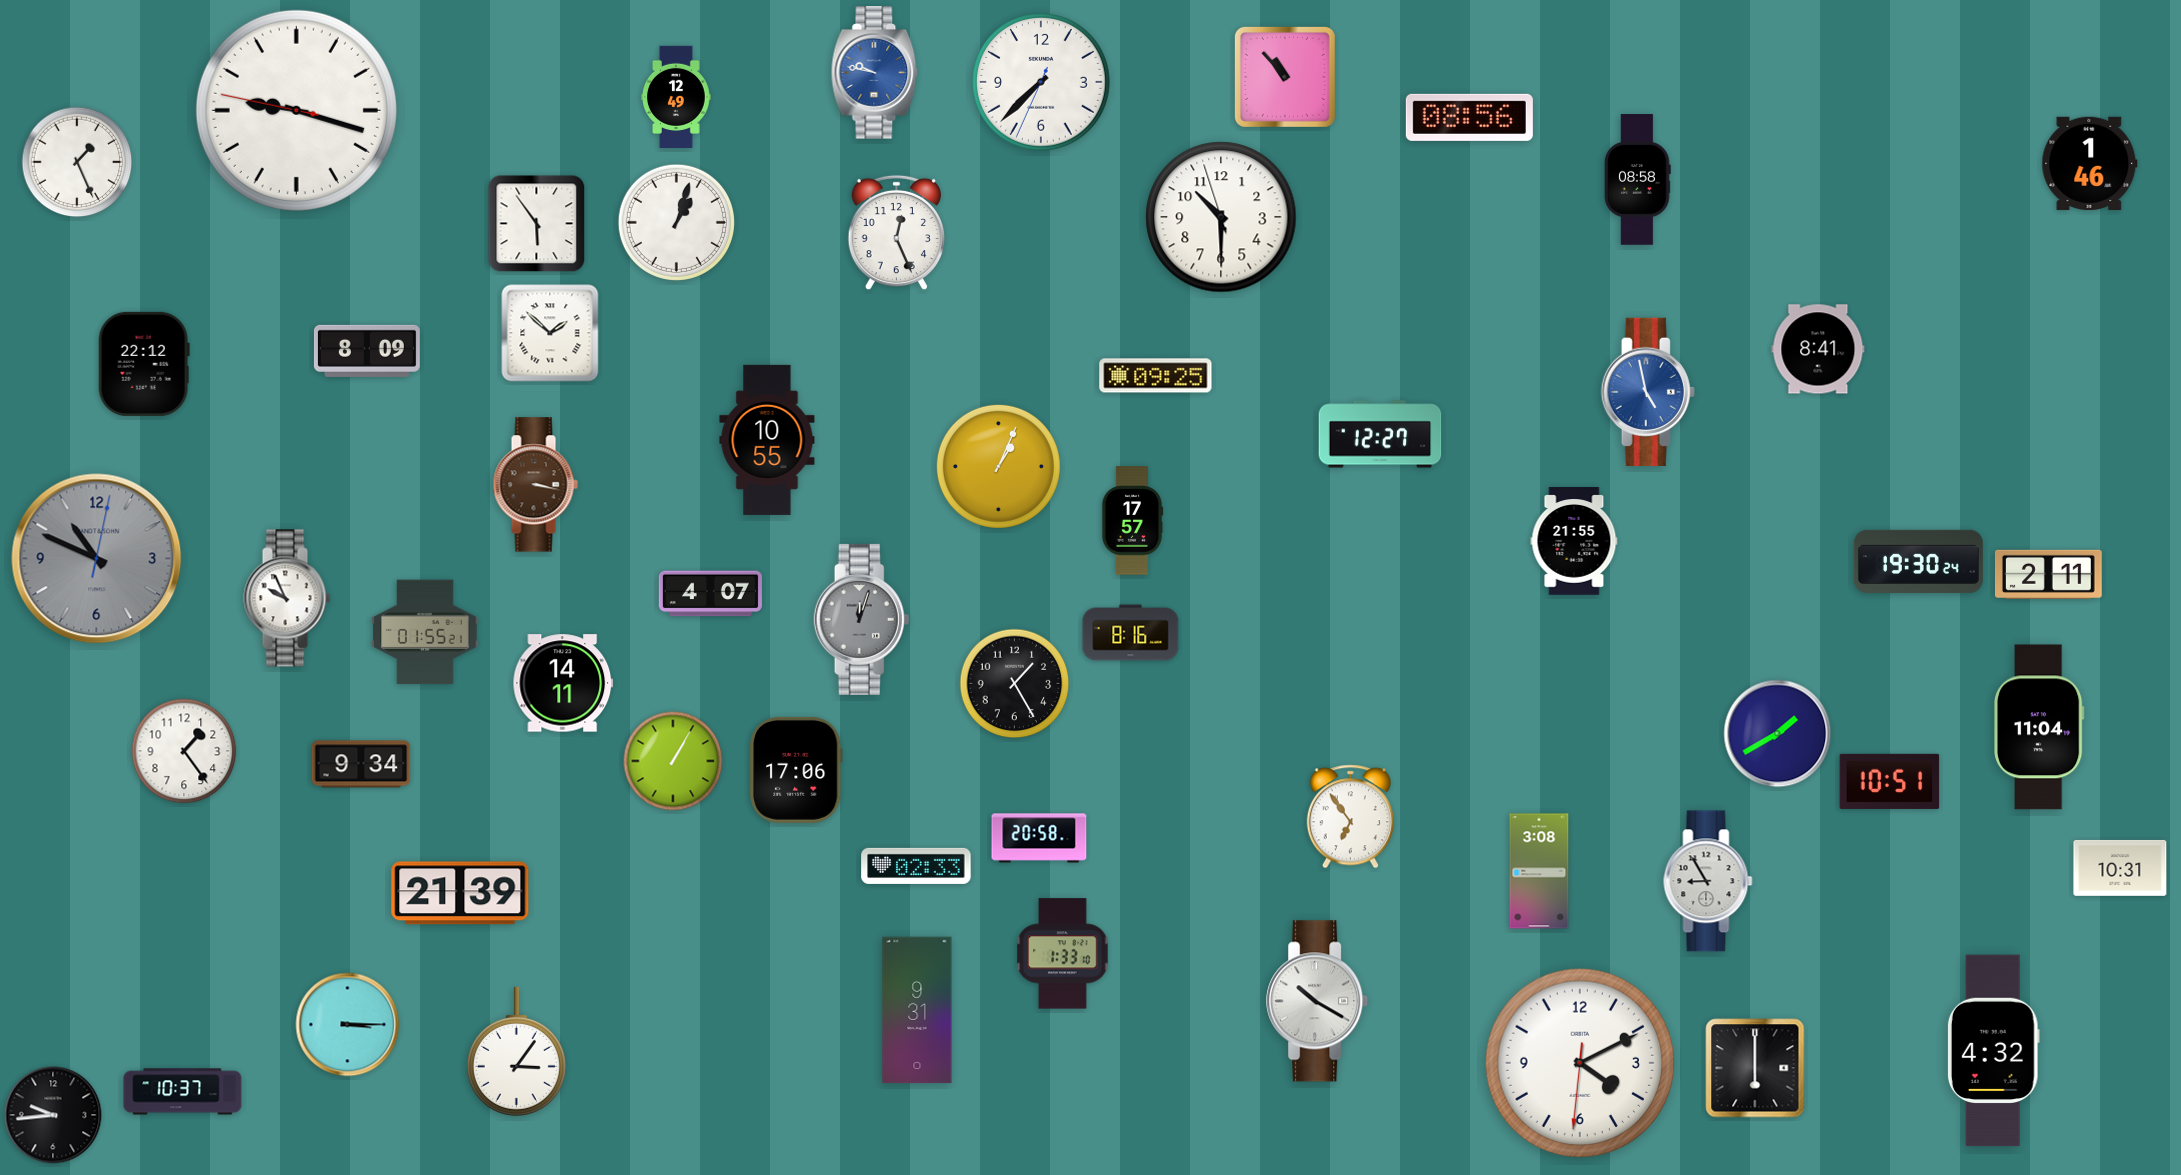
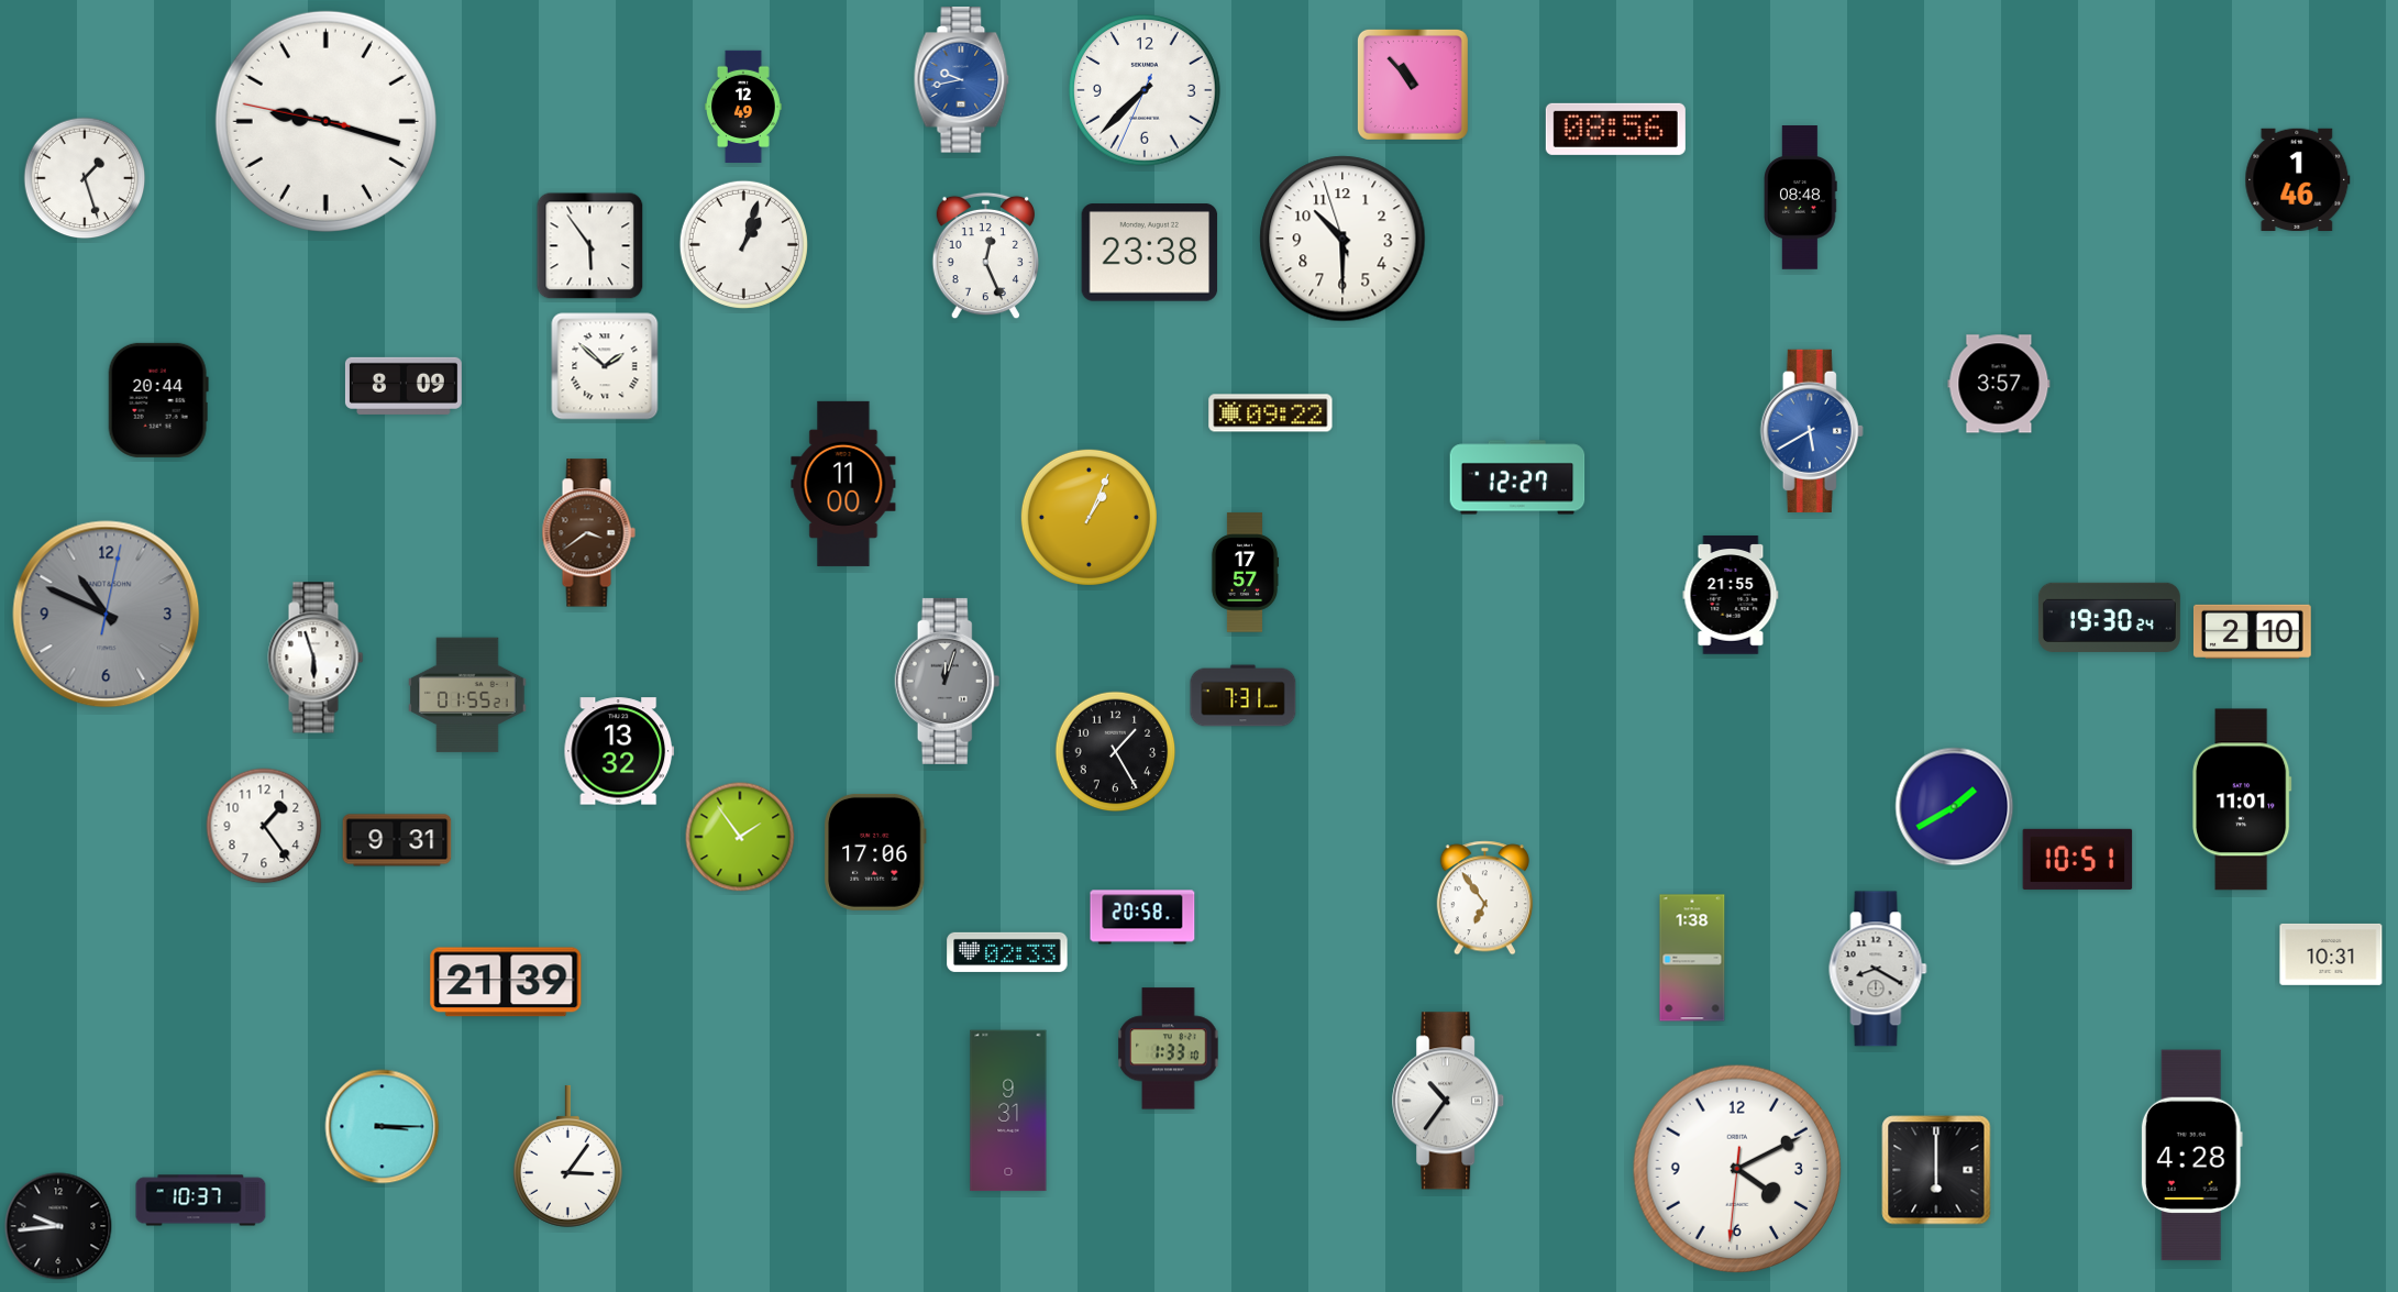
clock at (875, 73): 9:47 -> 9:43
clock at (77, 162): 1:26 -> 1:27
clock at (1638, 180): 08:58 -> 08:48
clock at (1150, 253): none -> 23:38
clock at (1818, 349): 8:41 -> 3:57
clock at (144, 364): 22:12 -> 20:44
clock at (1156, 376): 09:25 -> 09:22
clock at (1648, 392): 4:58 -> 5:40
clock at (767, 440): 10:55 -> 11:00
clock at (998, 466) position: (998, 466) -> (1089, 517)
clock at (535, 485): 3:17 -> 3:39
clock at (2048, 574): 2:11 -> 2:10
clock at (710, 594): 4:07 -> none
clock at (287, 598): 9:56 -> 5:57
clock at (1131, 633): 8:16 -> 7:31
clock at (563, 683): 14:11 -> 13:32
clock at (2039, 727): 11:04 -> 11:01
clock at (184, 751) position: (184, 751) -> (264, 826)
clock at (673, 761): 1:05 -> 1:54
clock at (361, 764): 9:34 -> 9:31
clock at (796, 770) position: (796, 770) -> (875, 852)
clock at (1039, 838) position: (1039, 838) -> (1142, 917)
clock at (1539, 871): 3:08 -> 1:38
clock at (1708, 881): 8:55 -> 8:20
clock at (1318, 1001): 10:20 -> 10:36
clock at (1993, 1051): 4:32 -> 4:28
clock at (1755, 1068) position: (1755, 1068) -> (1936, 1170)
